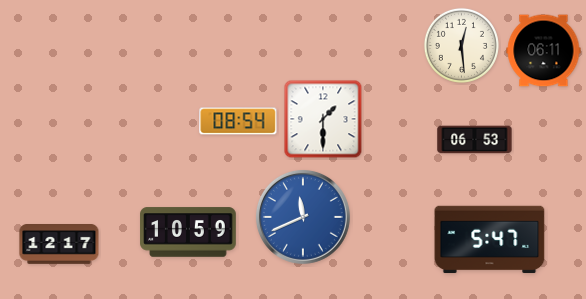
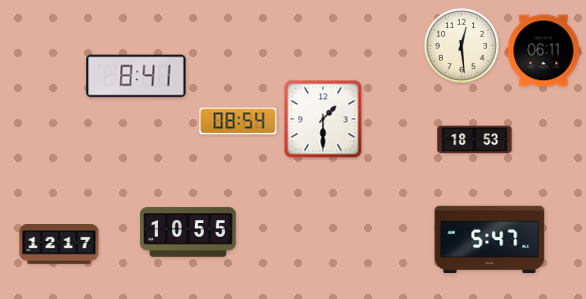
clock at (136, 76): none -> 8:41
clock at (475, 140): 06:53 -> 18:53
clock at (303, 217): 11:41 -> none
clock at (188, 232): 10:59 -> 10:55
